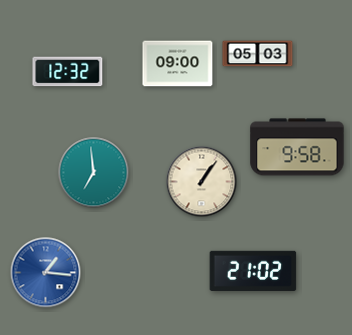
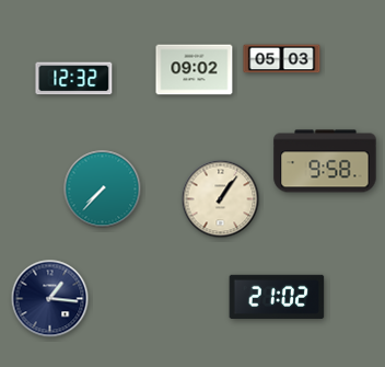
clock at (178, 64): 09:00 -> 09:02
clock at (94, 173): 6:59 -> 7:37
clock at (46, 273) dial: blue -> navy
